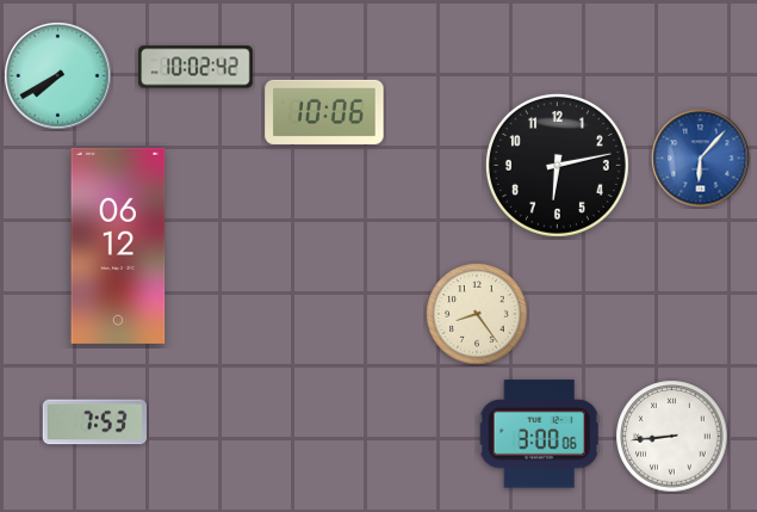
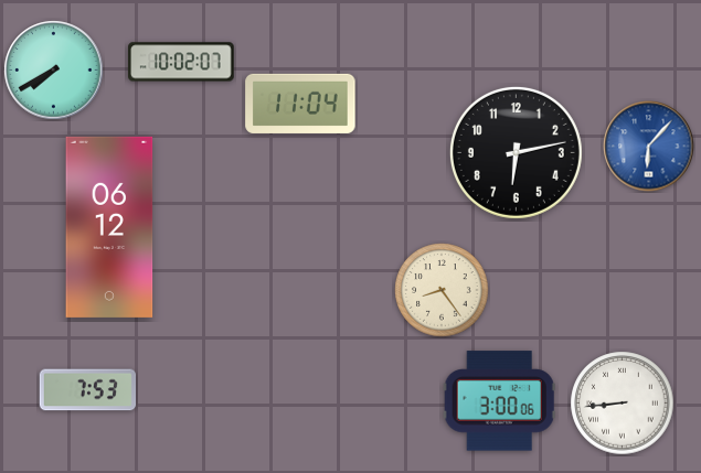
clock at (196, 67): 10:02:42 -> 10:02:07
clock at (324, 112): 10:06 -> 11:04
